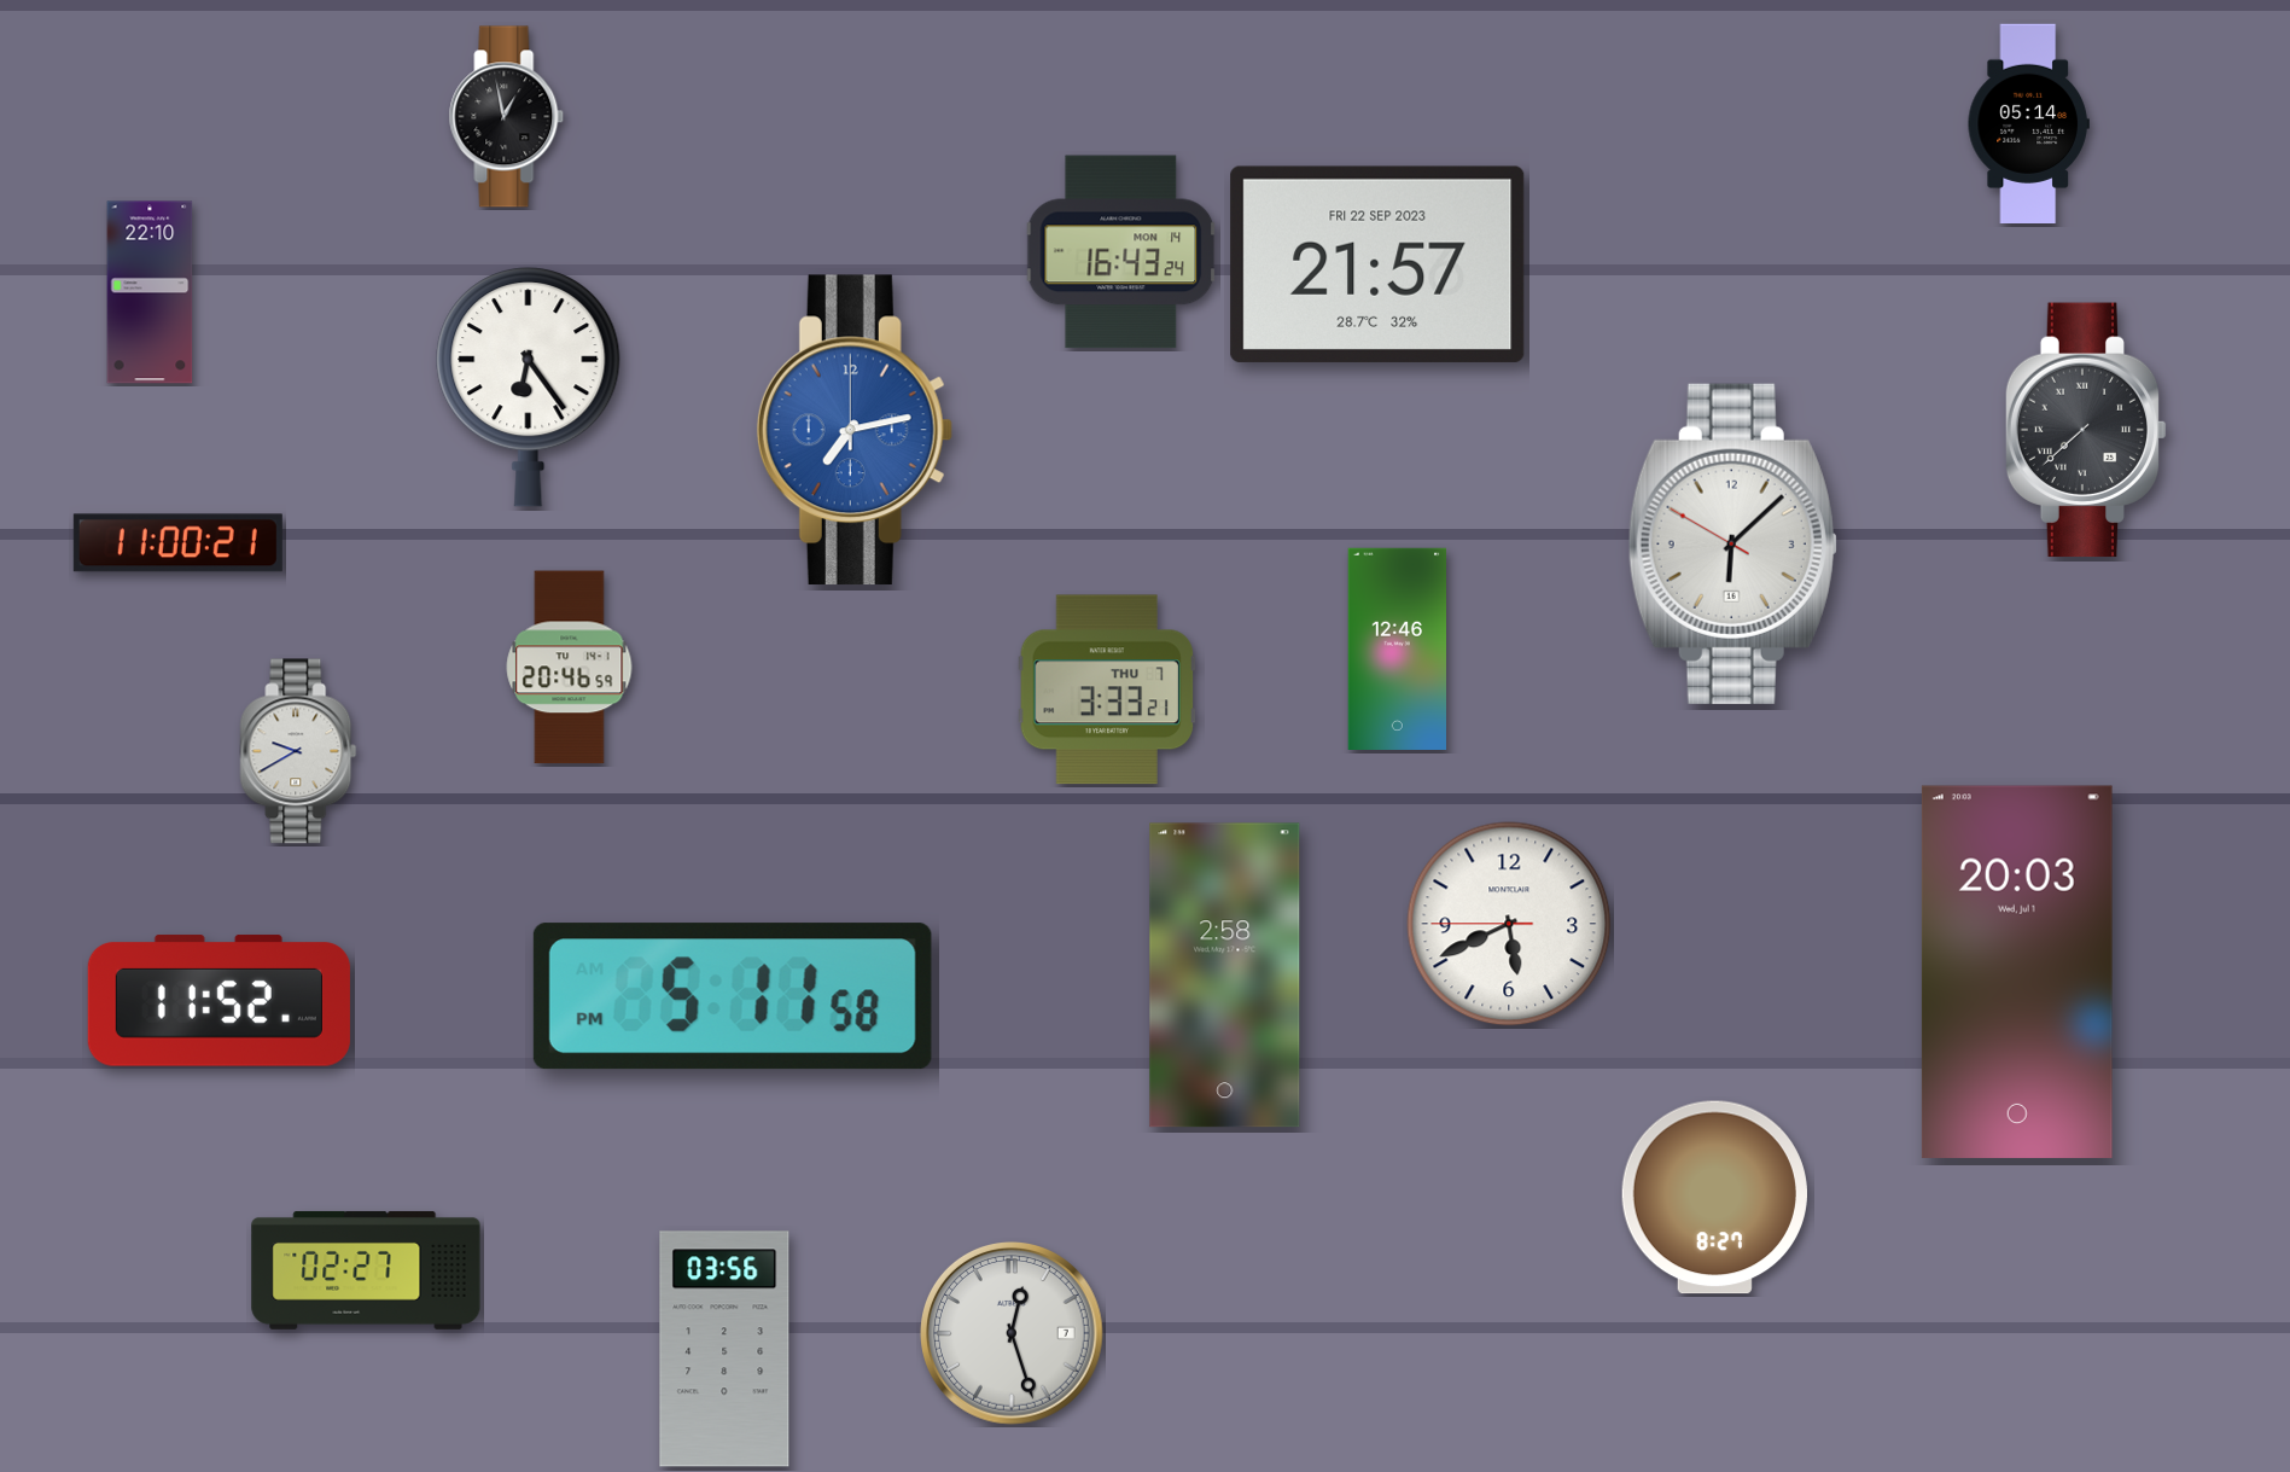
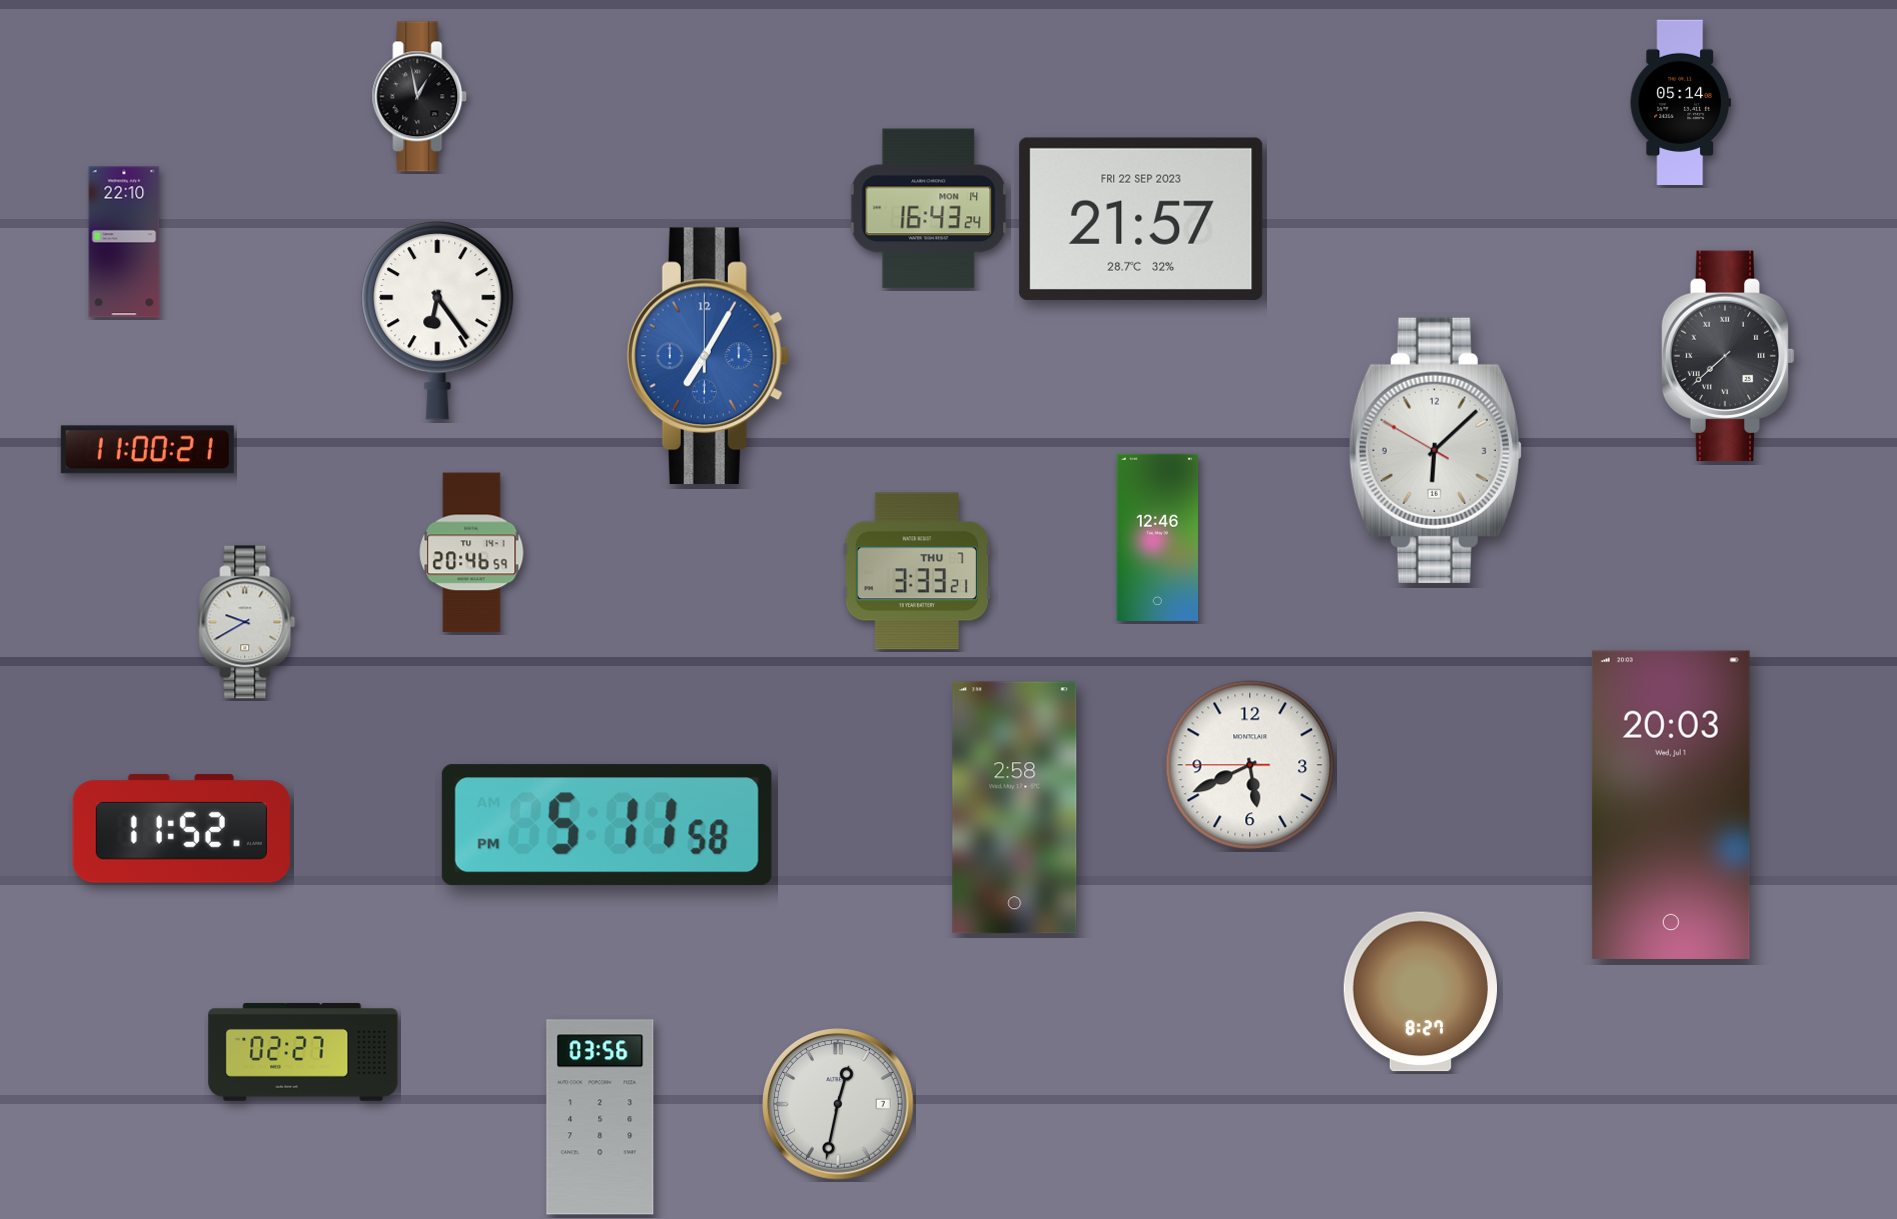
clock at (855, 430): 7:13 -> 7:05
clock at (1013, 1334): 12:27 -> 12:32
